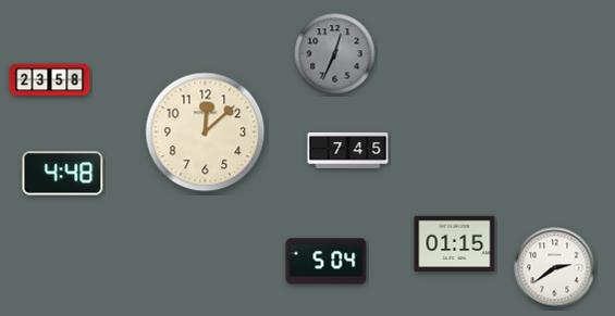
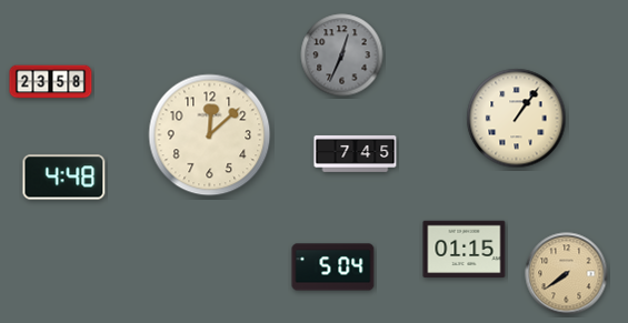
clock at (517, 119): none -> 1:06
clock at (555, 268): 2:39 -> 7:39
clock at (555, 268) dial: white -> champagne
